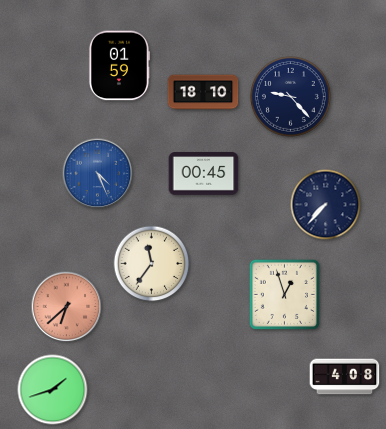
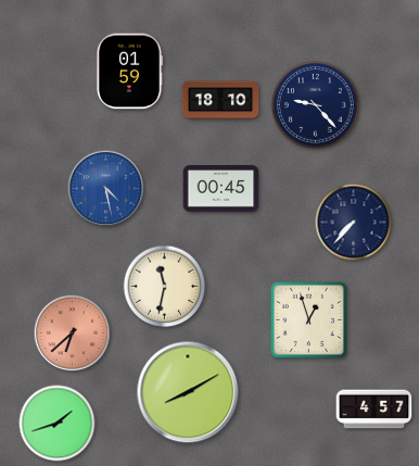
clock at (98, 174): 4:26 -> 4:28
clock at (152, 264): 11:36 -> 11:32
clock at (188, 392): none -> 8:10
clock at (345, 377): 4:08 -> 4:57
